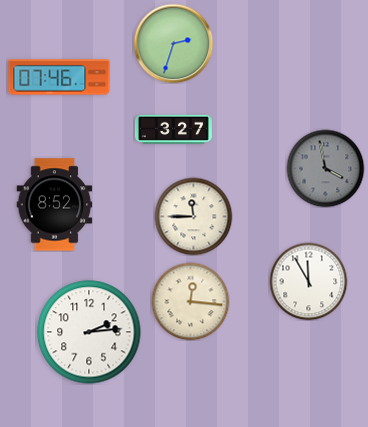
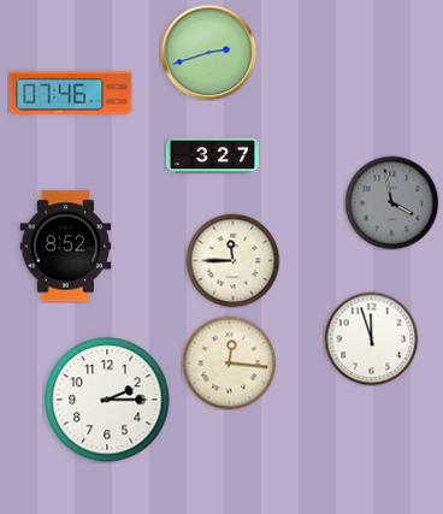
clock at (173, 43): 2:33 -> 2:42
clock at (173, 129) position: (173, 129) -> (212, 155)
clock at (308, 281): 11:55 -> 11:57
clock at (89, 332): 2:14 -> 2:15
